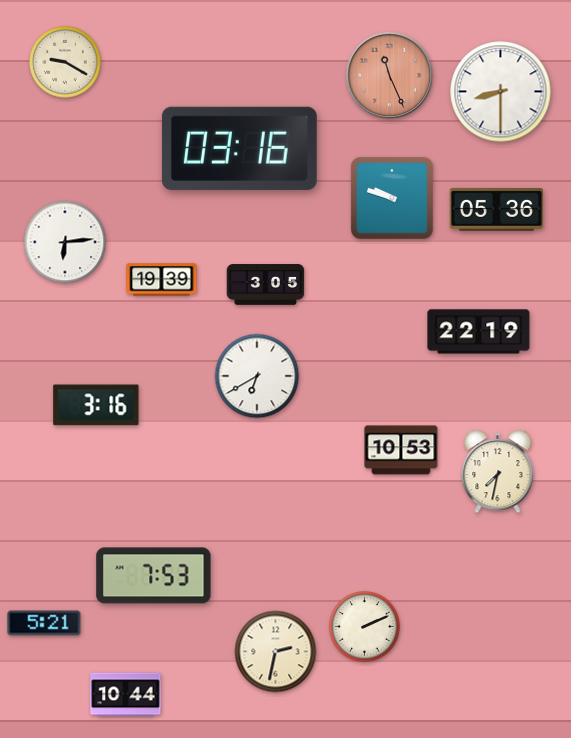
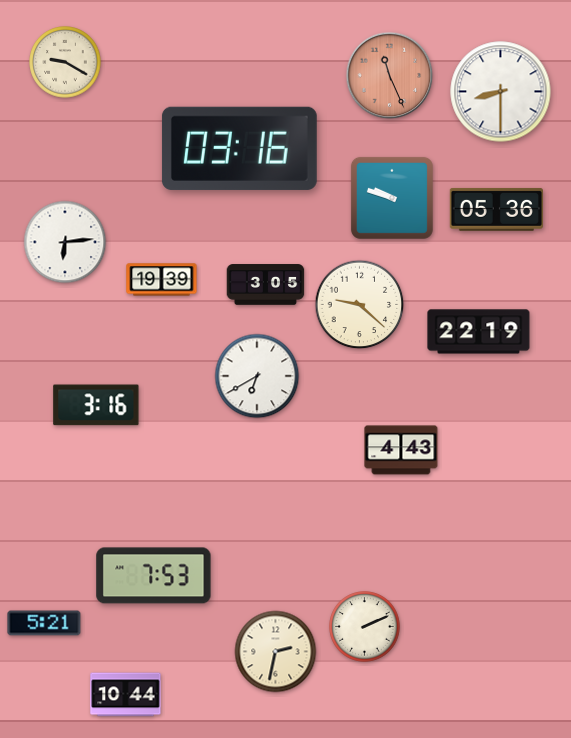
clock at (360, 305): none -> 9:22
clock at (401, 450): 10:53 -> 4:43
clock at (498, 472): 7:32 -> none
